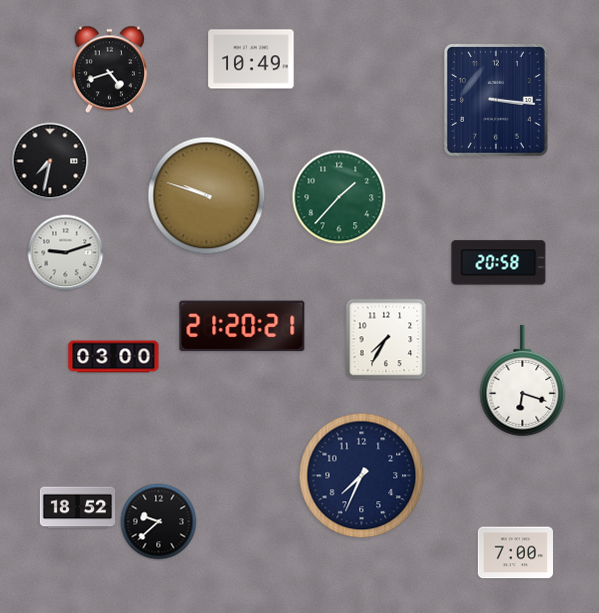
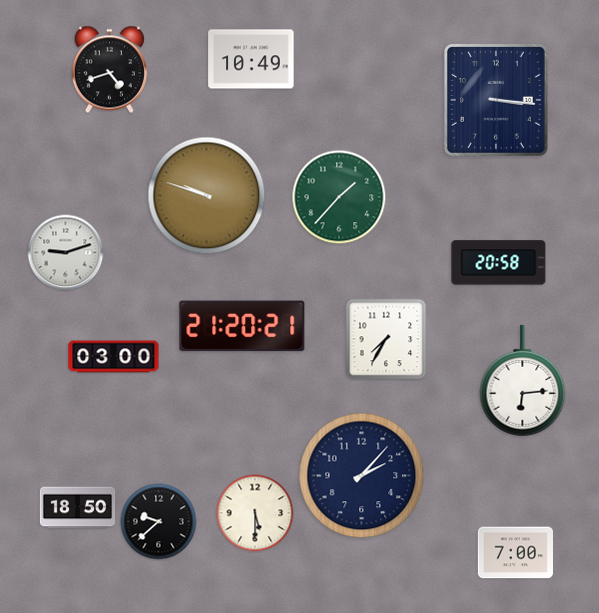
clock at (50, 161): 7:32 -> none
clock at (523, 381): 6:18 -> 6:14
clock at (362, 476): 7:34 -> 2:07
clock at (78, 508): 18:52 -> 18:50
clock at (255, 513): none -> 5:30
